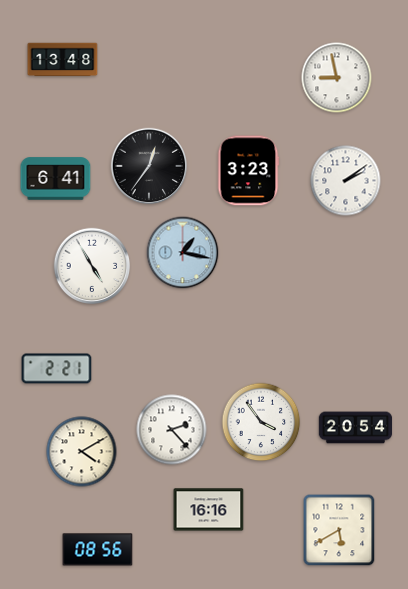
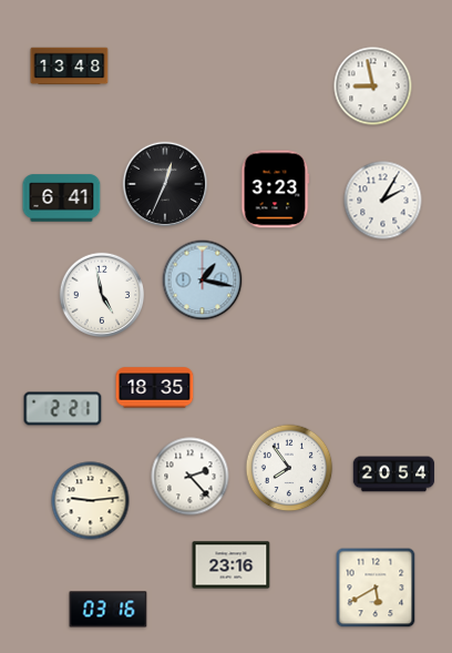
clock at (149, 166): 12:36 -> 12:34
clock at (346, 181): 2:09 -> 2:05
clock at (92, 266): 4:55 -> 4:58
clock at (155, 388): none -> 18:35
clock at (261, 422): 3:54 -> 7:54
clock at (82, 452): 4:10 -> 9:14
clock at (209, 510): 16:16 -> 23:16
clock at (98, 550): 08:56 -> 03:16
